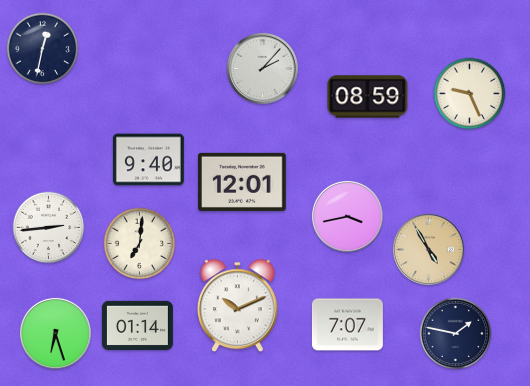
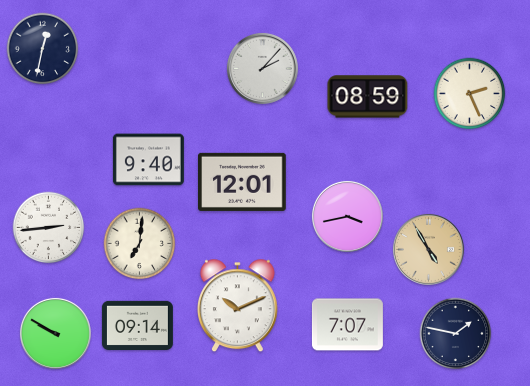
clock at (470, 94): 9:26 -> 2:26
clock at (137, 325): 01:14 -> 09:14
clock at (55, 333): 6:27 -> 9:50
